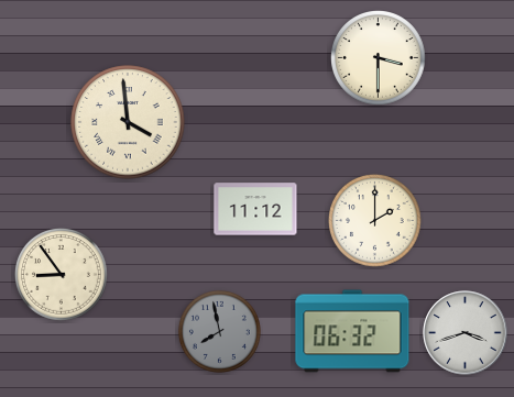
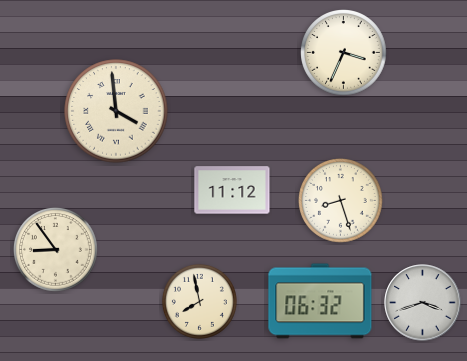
clock at (379, 58): 3:30 -> 3:34
clock at (375, 221): 2:00 -> 8:27
clock at (219, 331) dial: grey -> cream
